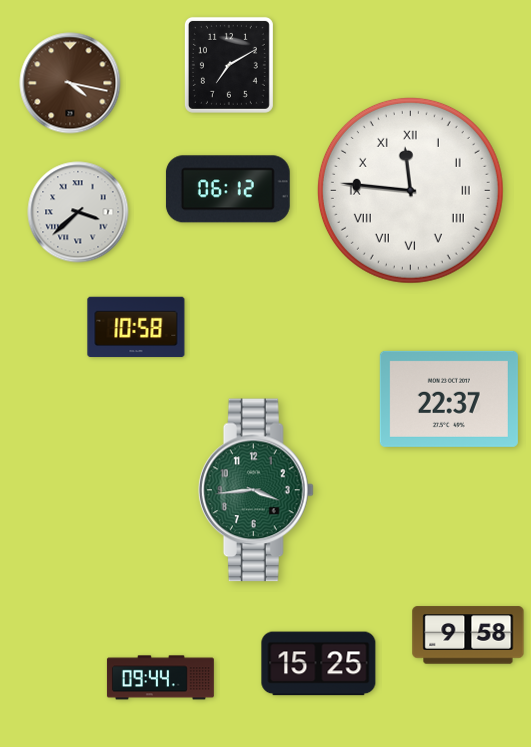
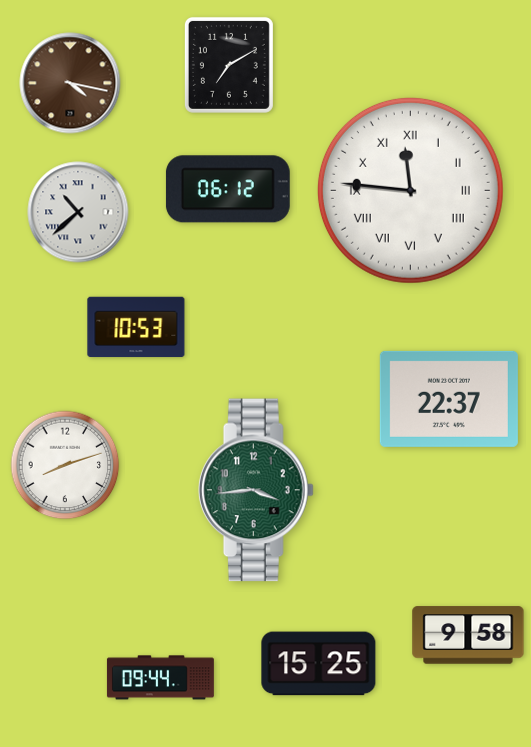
clock at (78, 212): 3:38 -> 10:38
clock at (136, 327): 10:58 -> 10:53
clock at (65, 465): none -> 8:12
